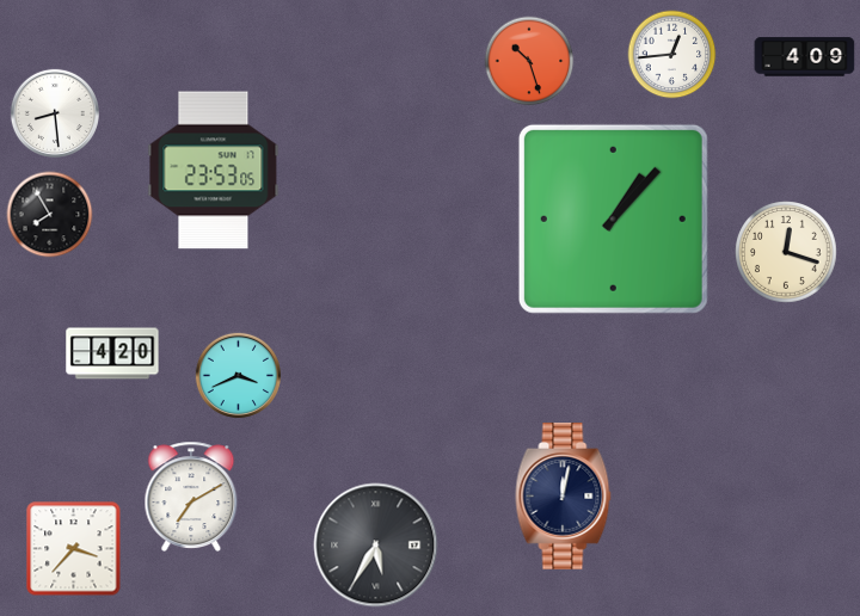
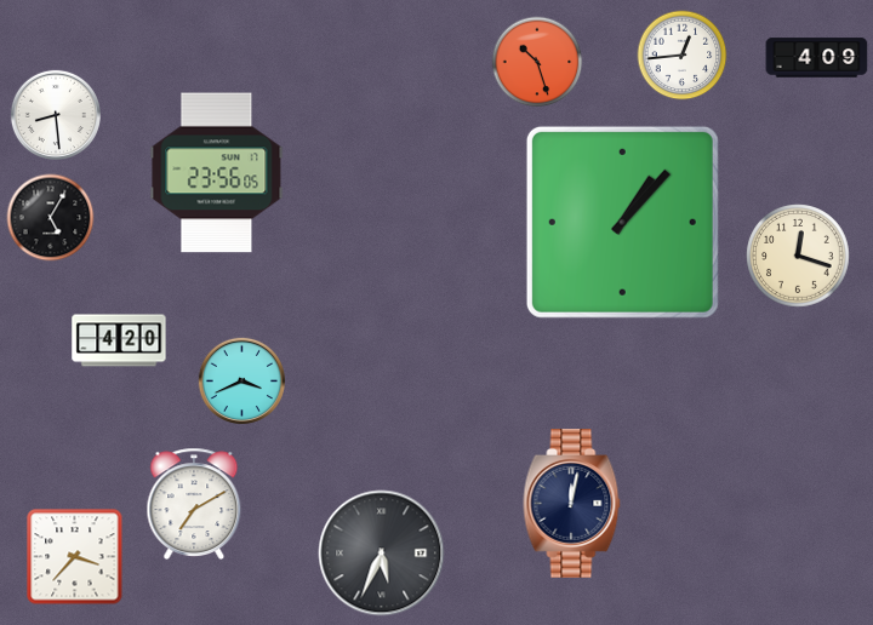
clock at (214, 171): 23:53 -> 23:56
clock at (50, 215): 7:55 -> 5:05
clock at (112, 353) position: (112, 353) -> (119, 340)
clock at (376, 546): 5:35 -> 5:34
